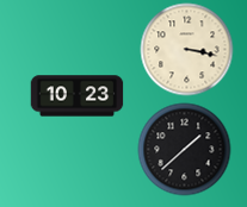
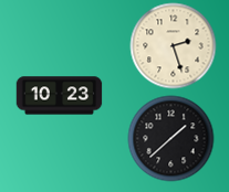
clock at (186, 49): 3:17 -> 2:27
clock at (76, 96) position: (76, 96) -> (59, 96)
